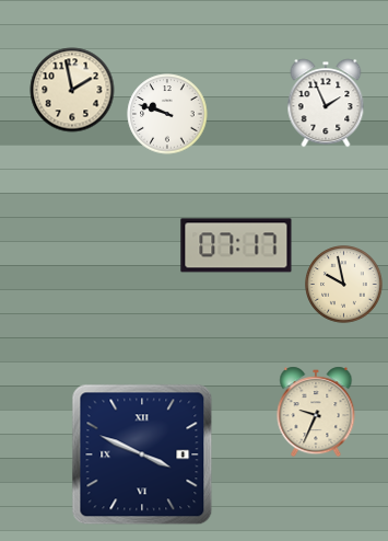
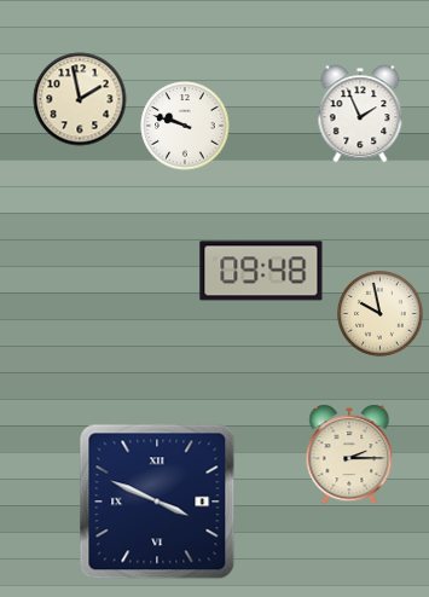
clock at (236, 245): 07:17 -> 09:48
clock at (316, 412): 9:34 -> 2:15
